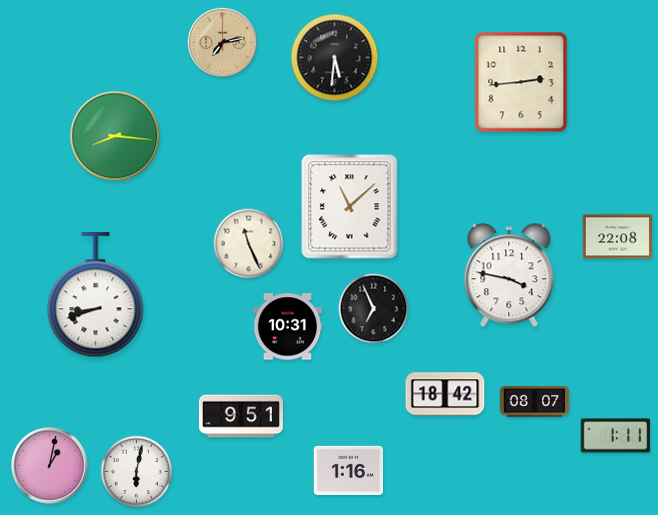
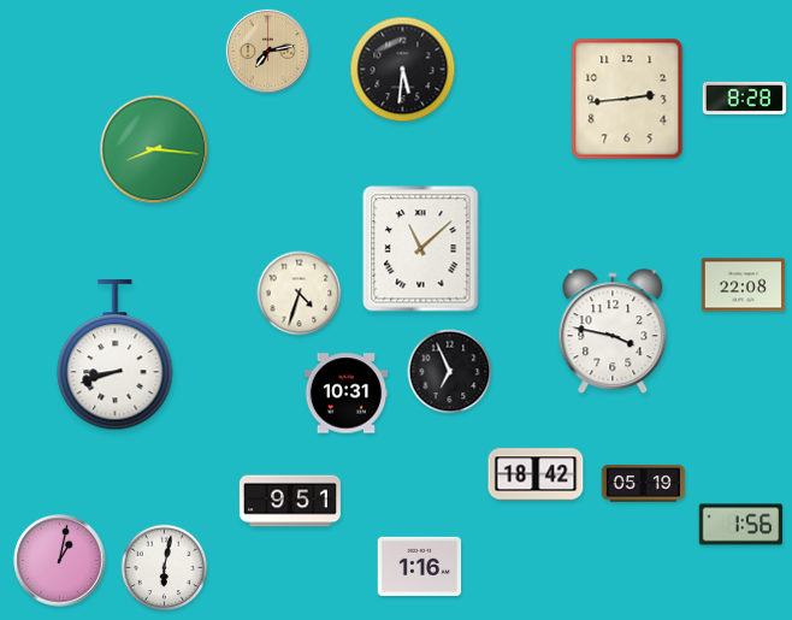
clock at (745, 98): none -> 8:28
clock at (115, 136) position: (115, 136) -> (154, 149)
clock at (249, 244): 11:26 -> 4:33
clock at (535, 402): 08:07 -> 05:19
clock at (616, 436): 1:11 -> 1:56
